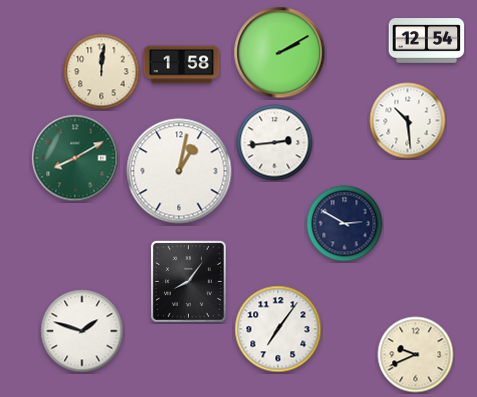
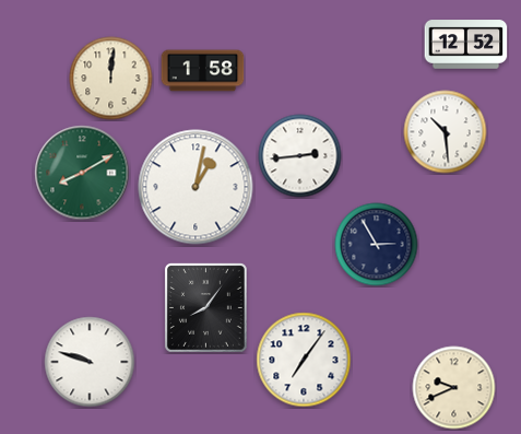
clock at (427, 41): 12:54 -> 12:52
clock at (280, 53): 2:10 -> none
clock at (182, 65) position: (182, 65) -> (203, 71)
clock at (345, 224): 2:50 -> 2:55
clock at (82, 331): 1:48 -> 9:48
